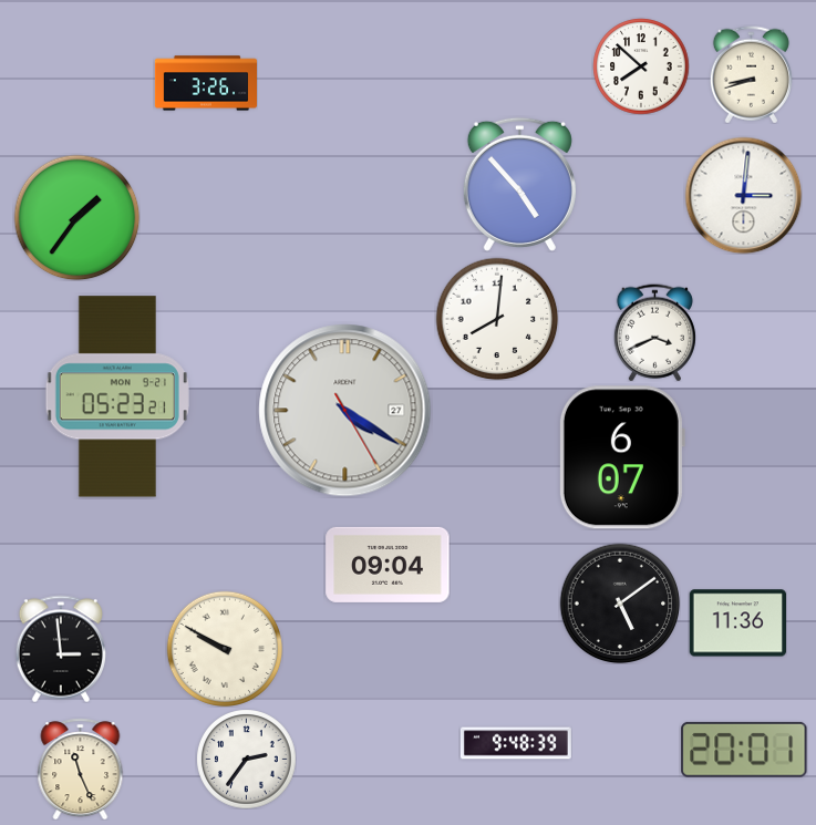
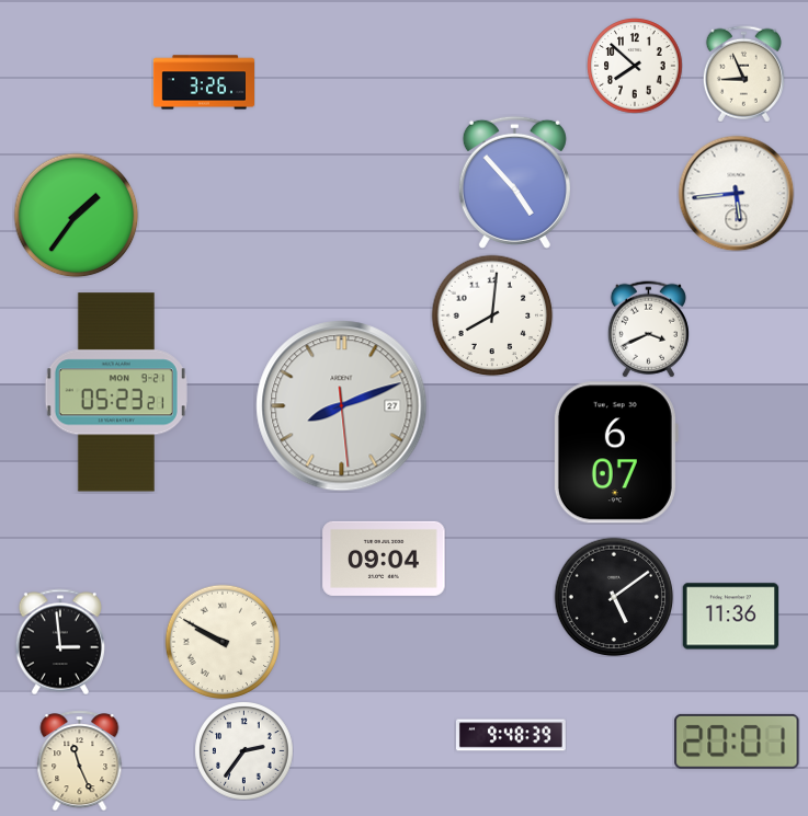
clock at (751, 74): 8:42 -> 8:56
clock at (743, 195): 3:01 -> 5:44
clock at (345, 411): 4:20 -> 8:11
